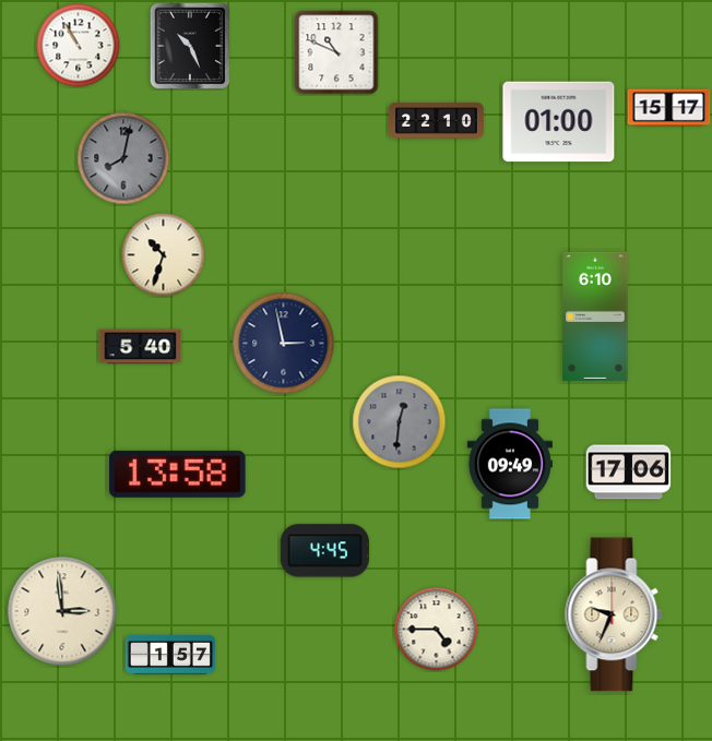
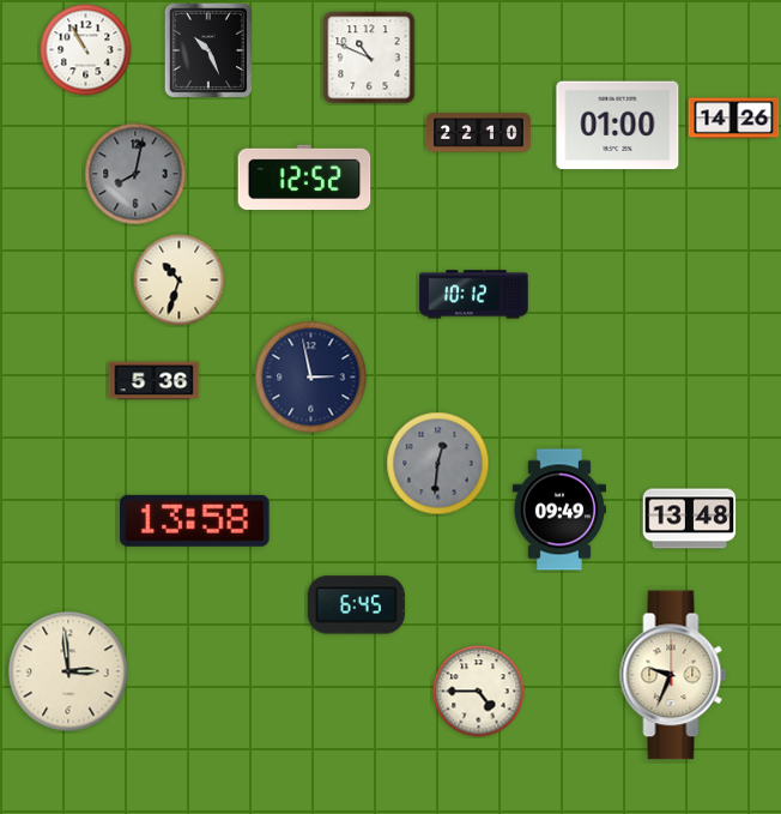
clock at (669, 108): 15:17 -> 14:26
clock at (559, 122) position: (559, 122) -> (618, 126)
clock at (304, 177): none -> 12:52
clock at (474, 295): none -> 10:12
clock at (595, 316): 6:10 -> none
clock at (141, 347): 5:40 -> 5:36
clock at (629, 473): 17:06 -> 13:48
clock at (324, 551): 4:45 -> 6:45
clock at (170, 656): 1:57 -> none
